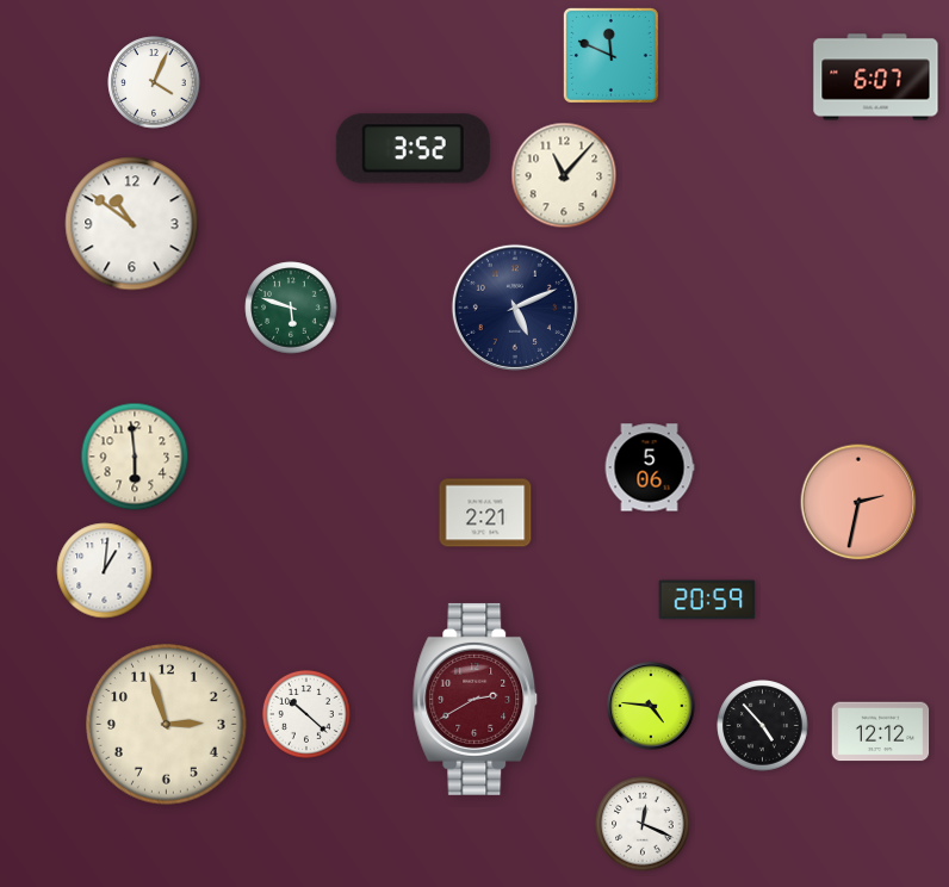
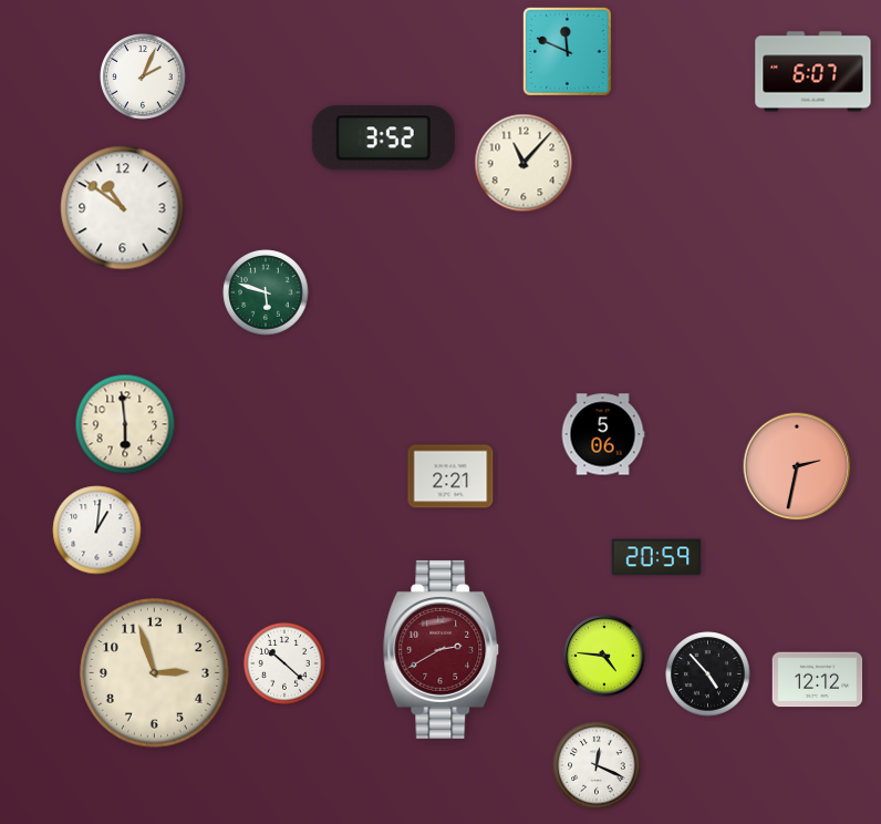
clock at (154, 82): 4:04 -> 2:04
clock at (291, 308) position: (291, 308) -> (266, 292)
clock at (515, 308): 5:11 -> none
